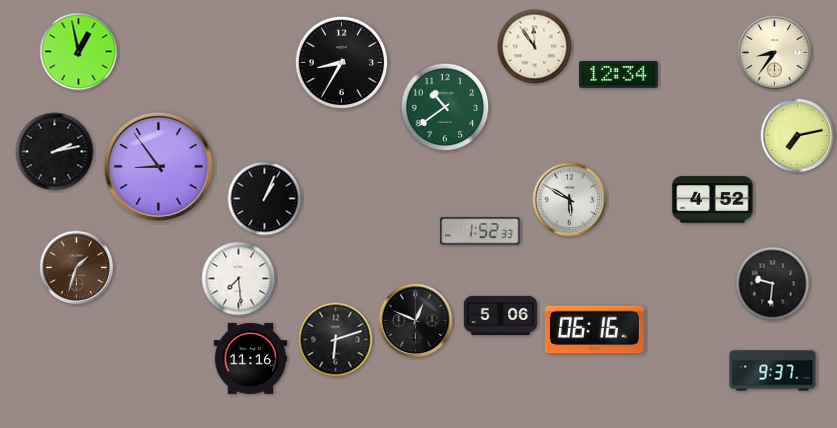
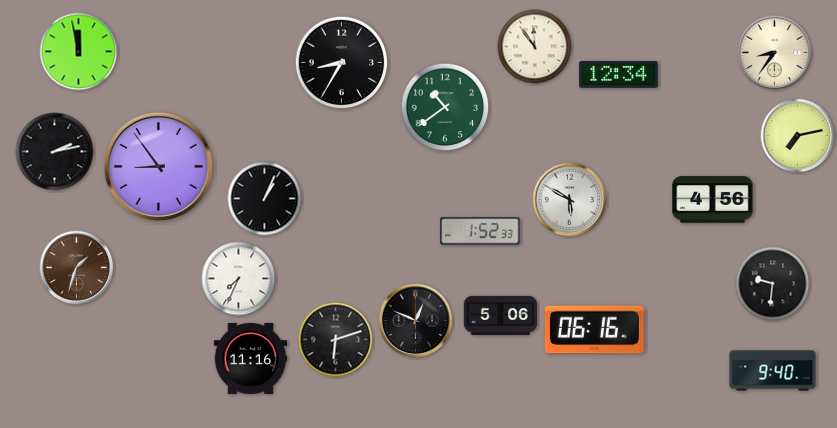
clock at (79, 52): 12:58 -> 11:58
clock at (713, 200): 4:52 -> 4:56
clock at (239, 279): 7:29 -> 7:34
clock at (773, 371): 9:37 -> 9:40
